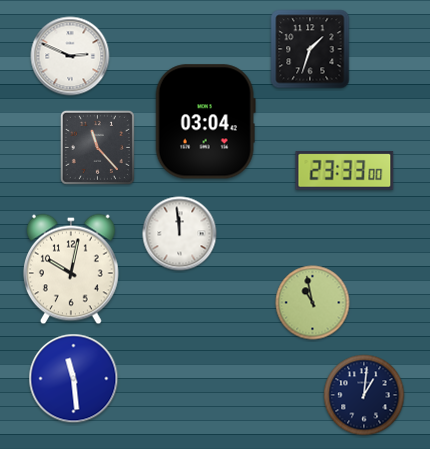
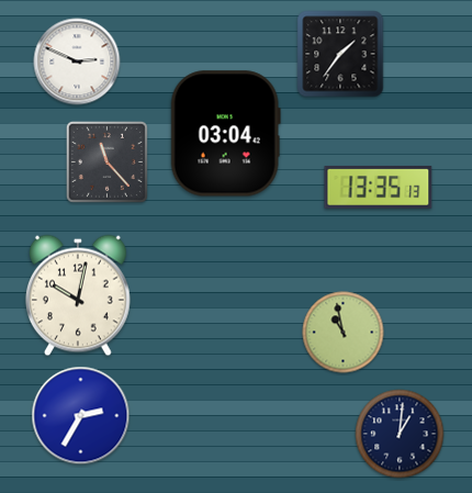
clock at (310, 49): 1:33 -> 1:36
clock at (345, 171): 23:33 -> 13:35
clock at (180, 234): 11:59 -> none
clock at (74, 379): 11:29 -> 2:35
